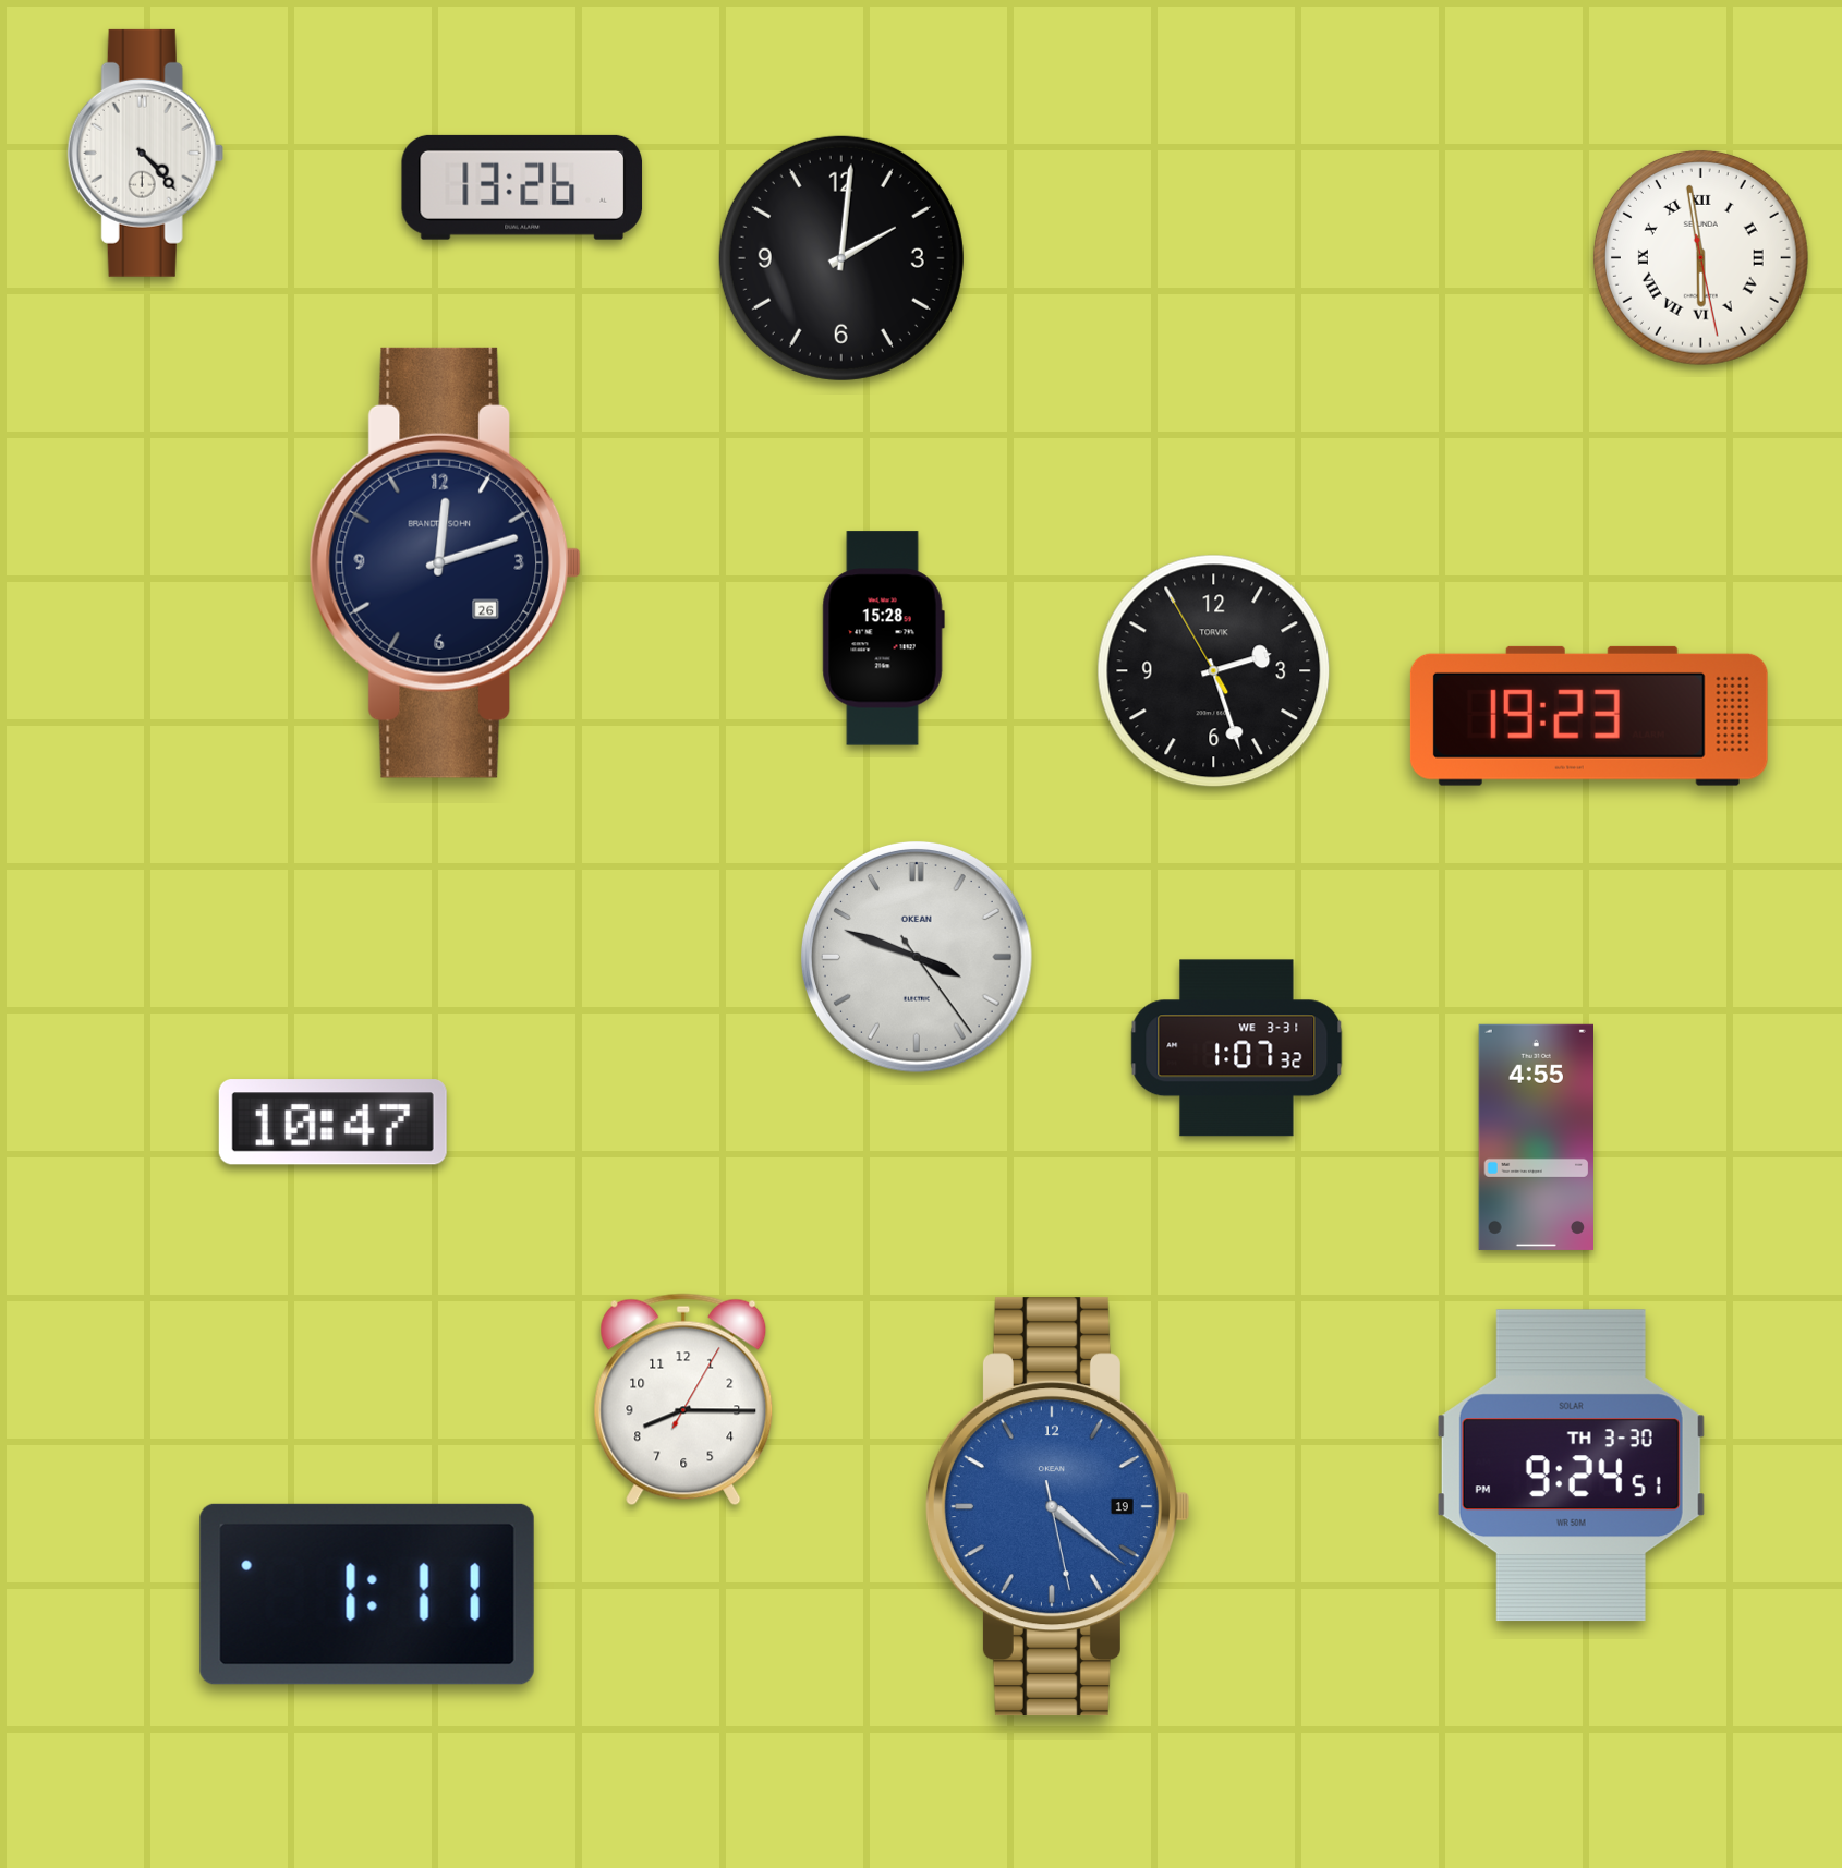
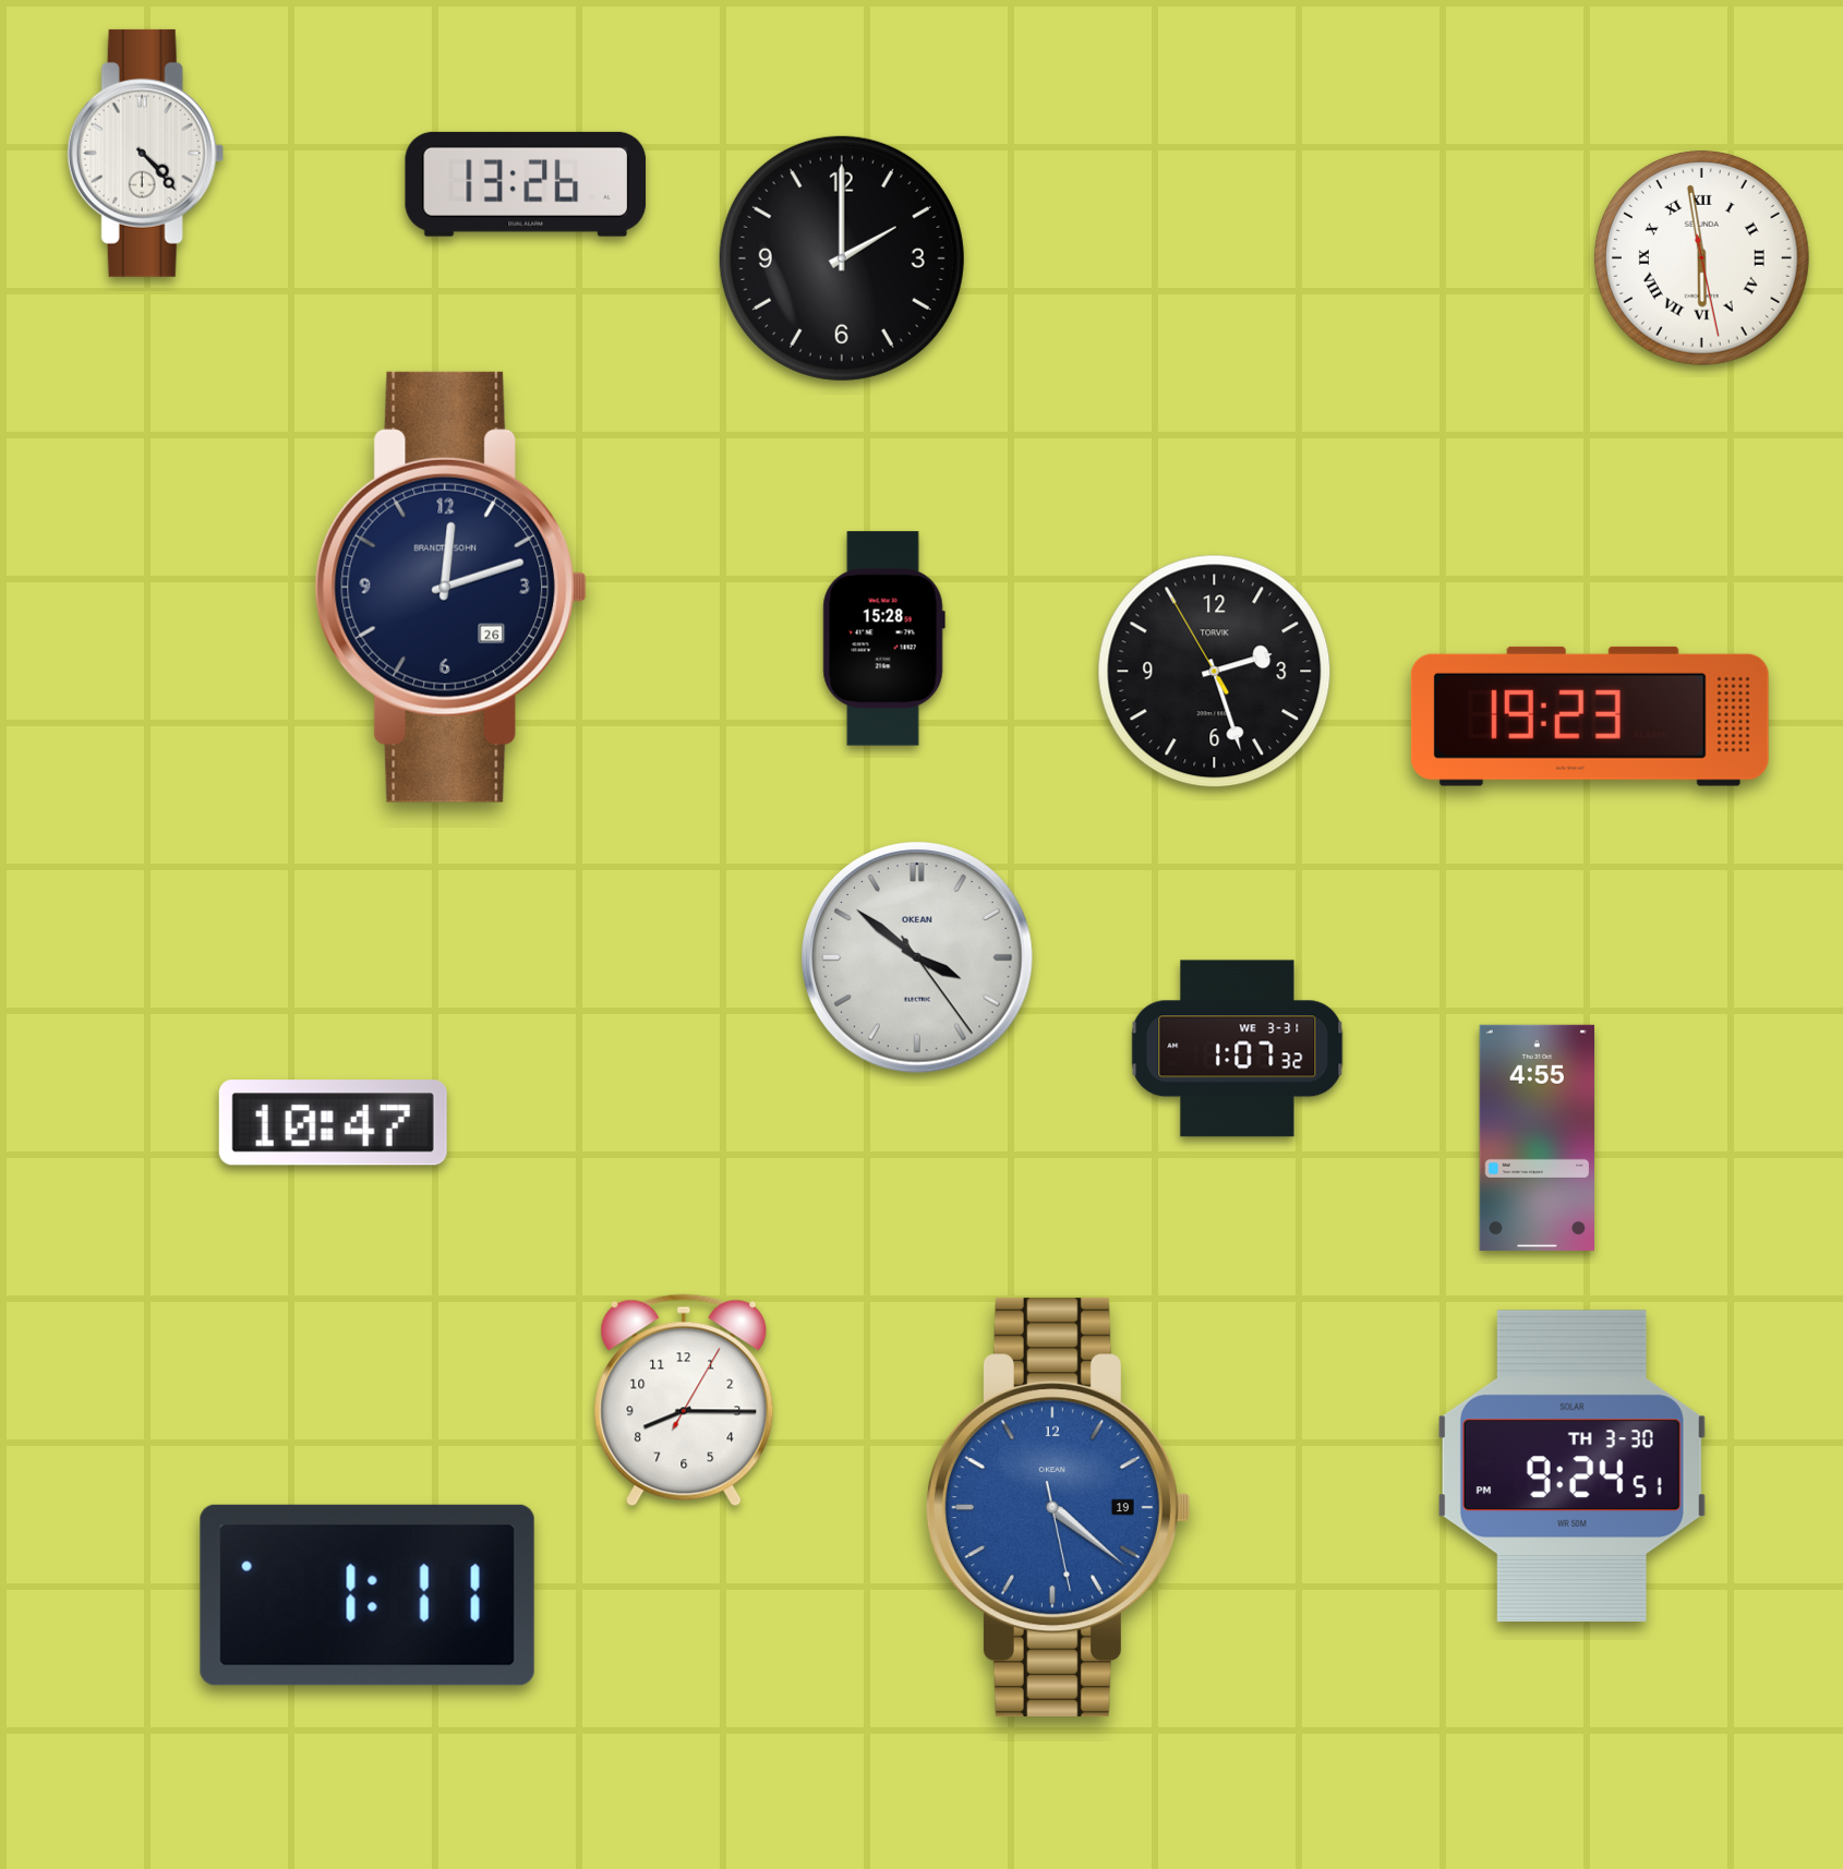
clock at (522, 187) position: (522, 187) -> (526, 184)
clock at (841, 258): 2:01 -> 2:00
clock at (446, 562) position: (446, 562) -> (451, 587)
clock at (917, 957): 3:48 -> 3:51
